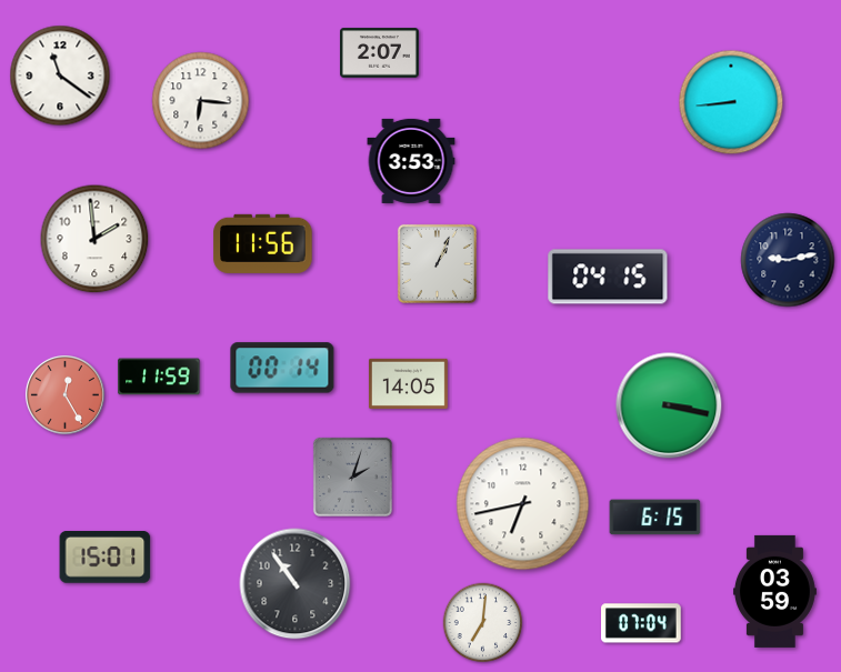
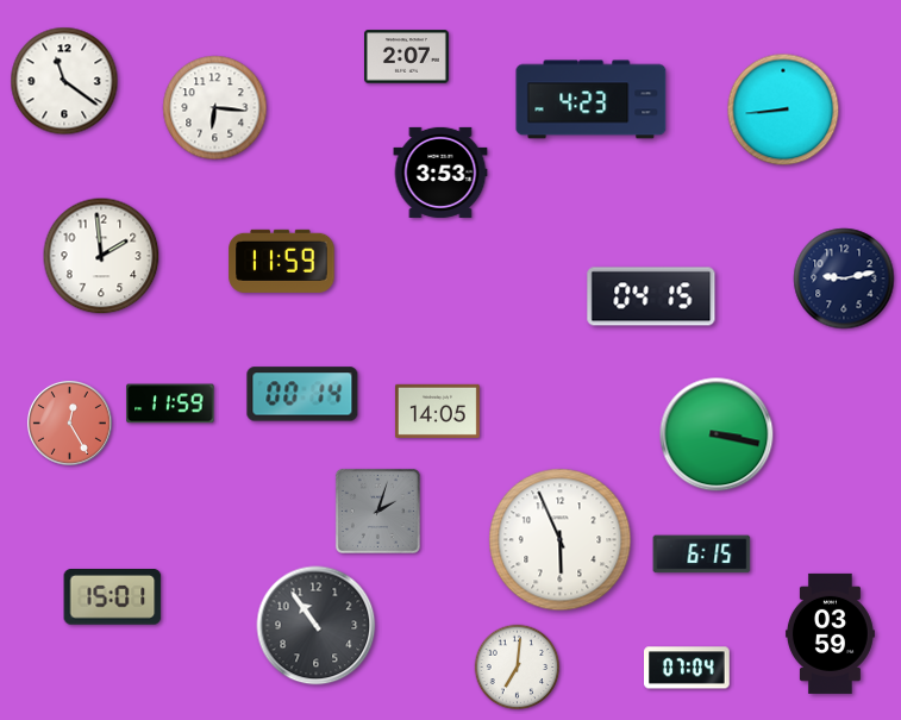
clock at (592, 100): none -> 4:23
clock at (263, 243): 11:56 -> 11:59
clock at (437, 263): 1:04 -> none
clock at (523, 504): 6:43 -> 5:56
